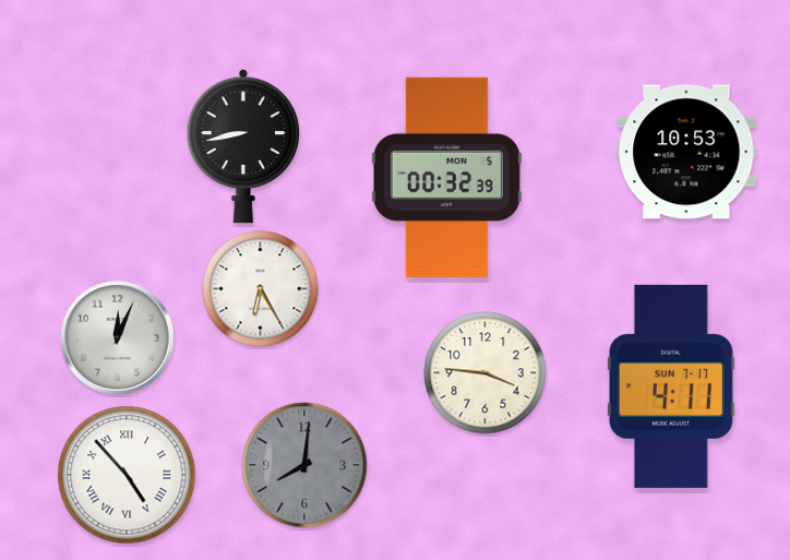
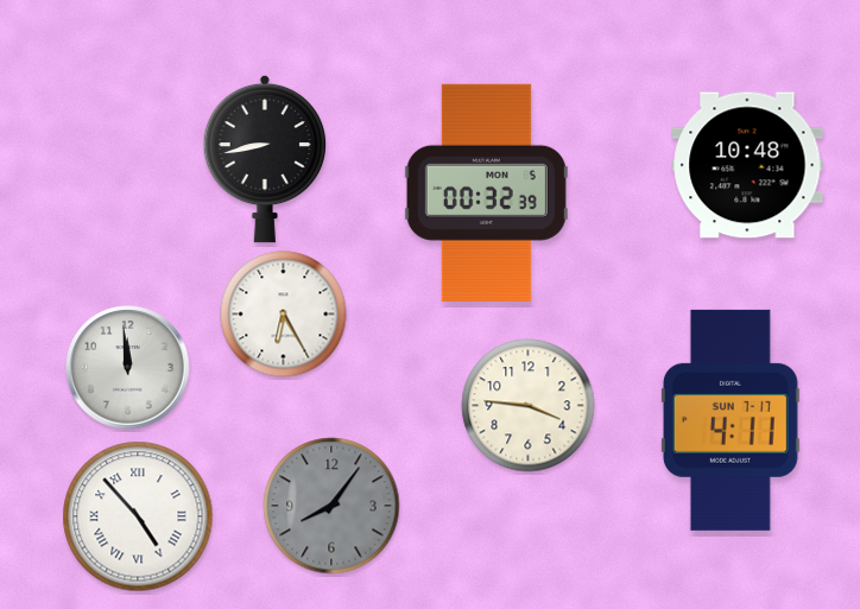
clock at (686, 152): 10:53 -> 10:48
clock at (118, 338): 12:04 -> 11:59
clock at (304, 465): 8:01 -> 8:06
